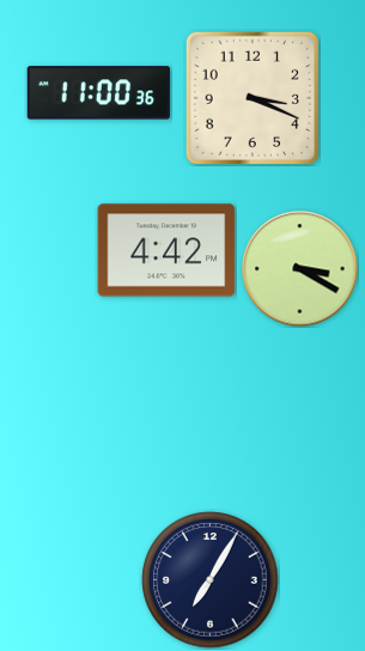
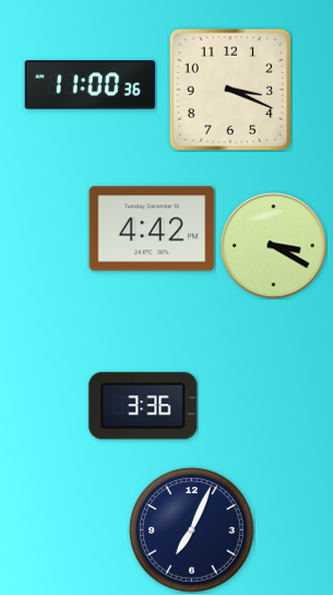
clock at (143, 406): none -> 3:36
clock at (211, 580): 7:05 -> 7:04
